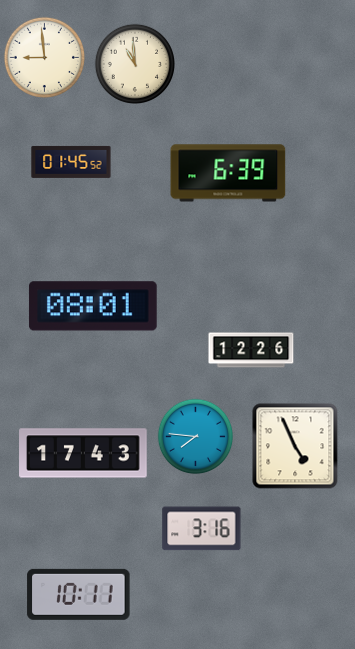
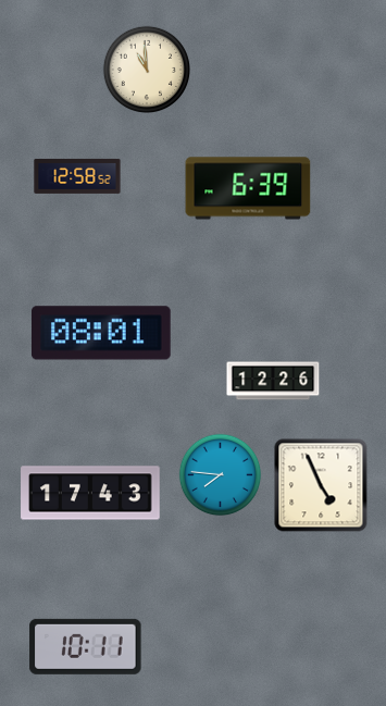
clock at (44, 57): 8:59 -> none
clock at (71, 162): 01:45 -> 12:58
clock at (196, 437) position: (196, 437) -> (221, 475)
clock at (202, 529): 3:16 -> none
